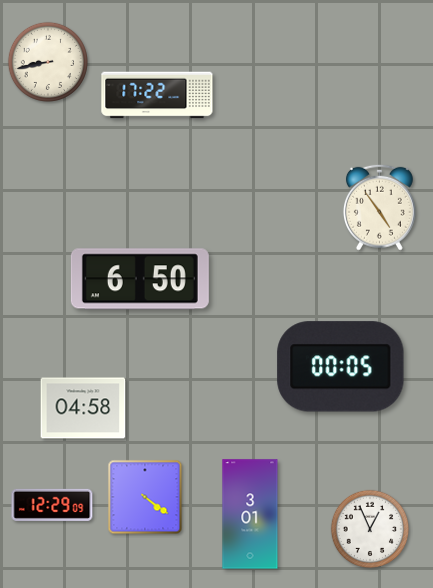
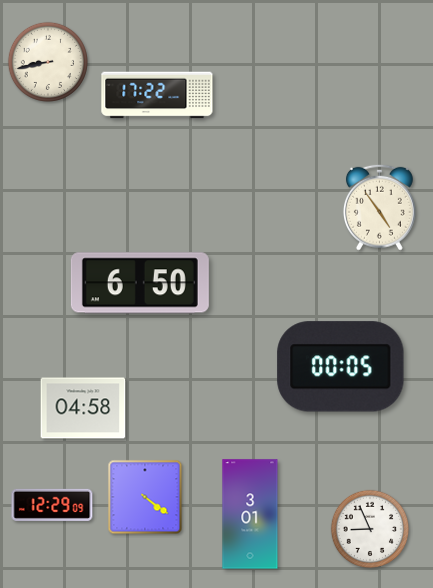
clock at (140, 279) position: (140, 279) -> (140, 283)
clock at (370, 529): 12:56 -> 8:56
